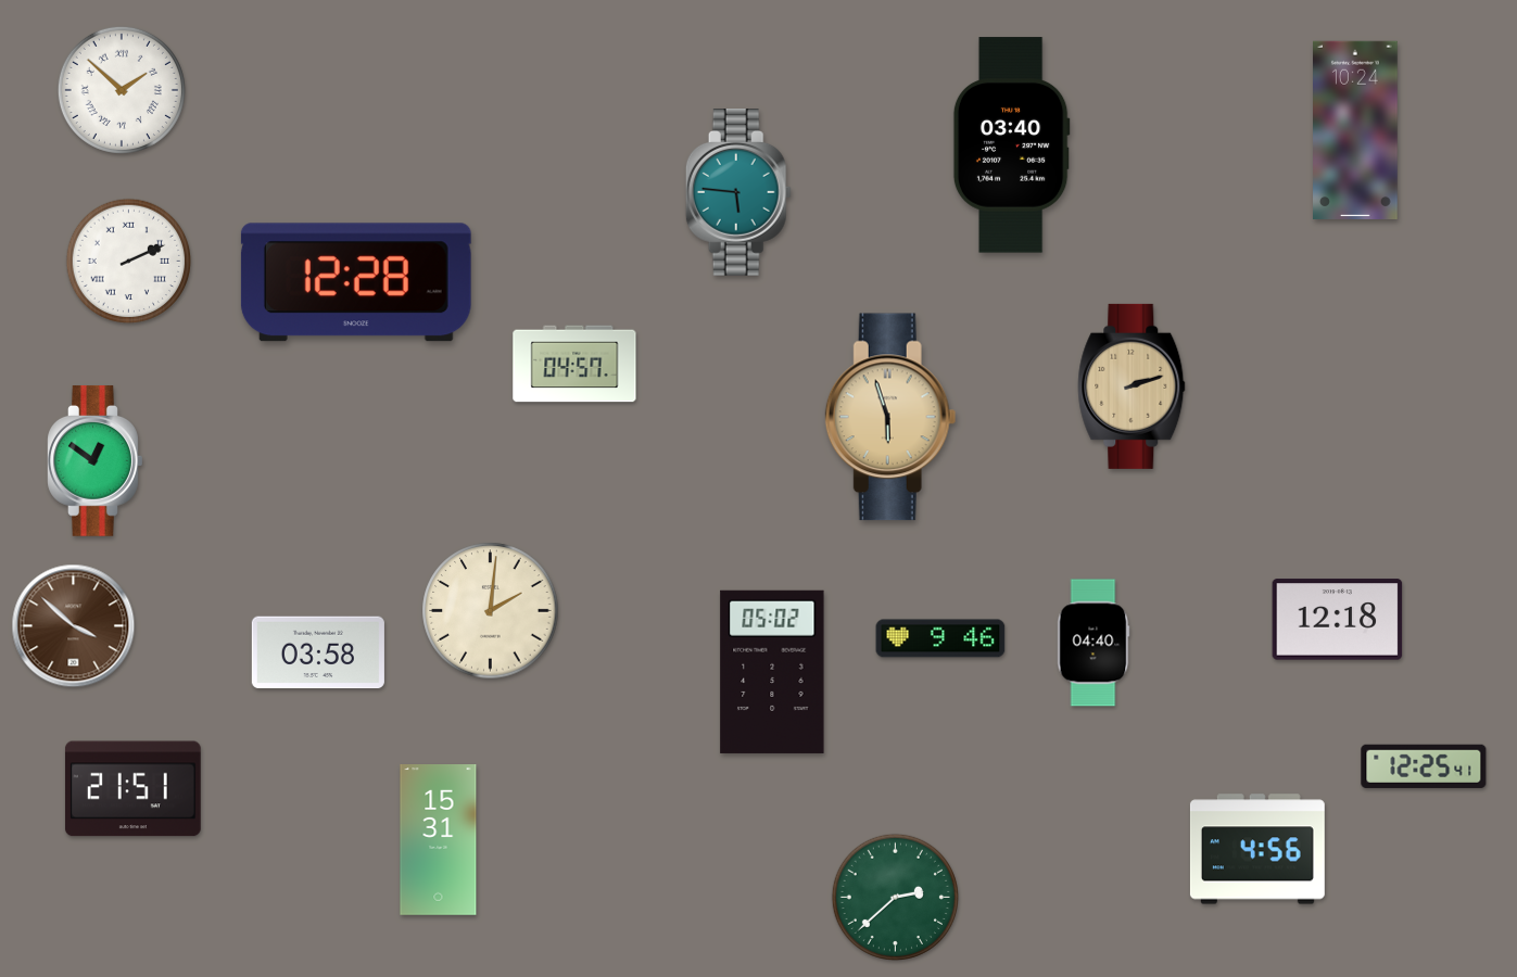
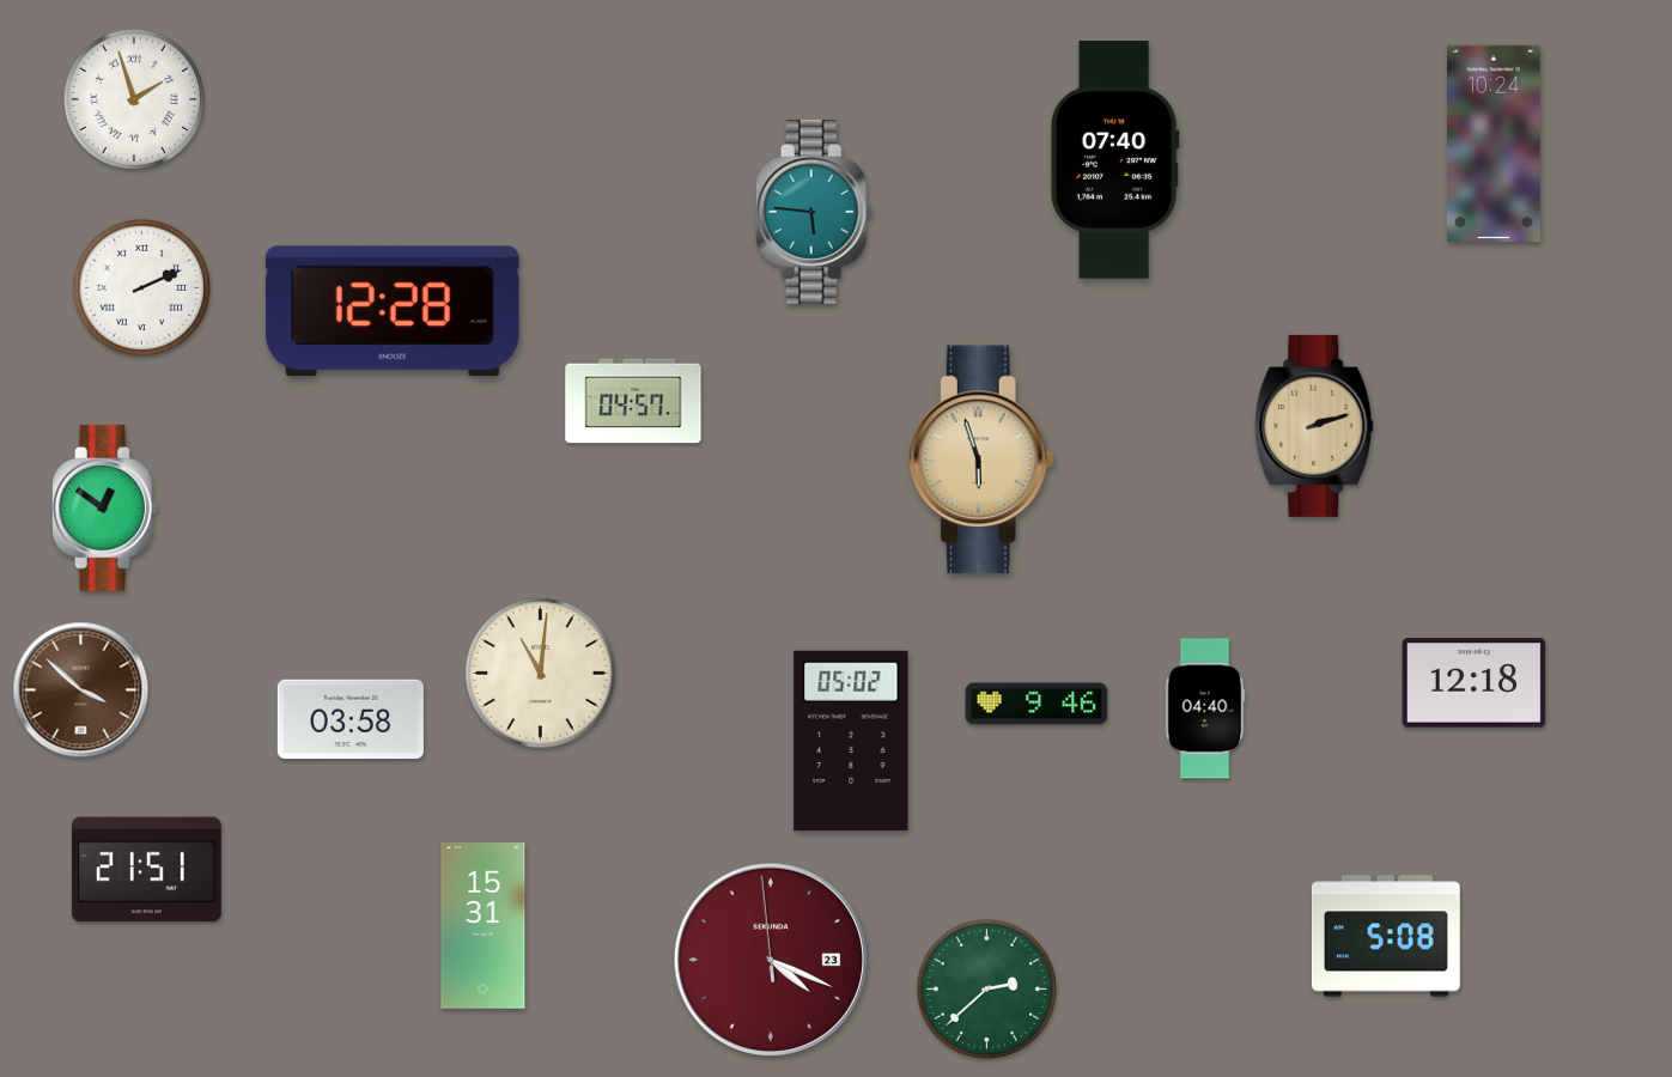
clock at (122, 90): 1:52 -> 1:57
clock at (1011, 145): 03:40 -> 07:40
clock at (1132, 386) position: (1132, 386) -> (1314, 426)
clock at (491, 611): 2:01 -> 11:01
clock at (1424, 766): 12:25 -> none
clock at (1257, 849): 4:56 -> 5:08
clock at (770, 959): none -> 4:18
